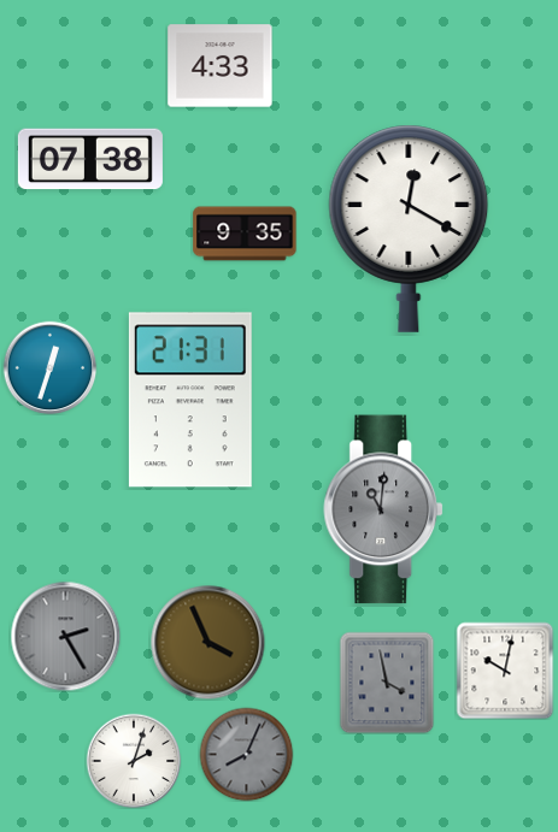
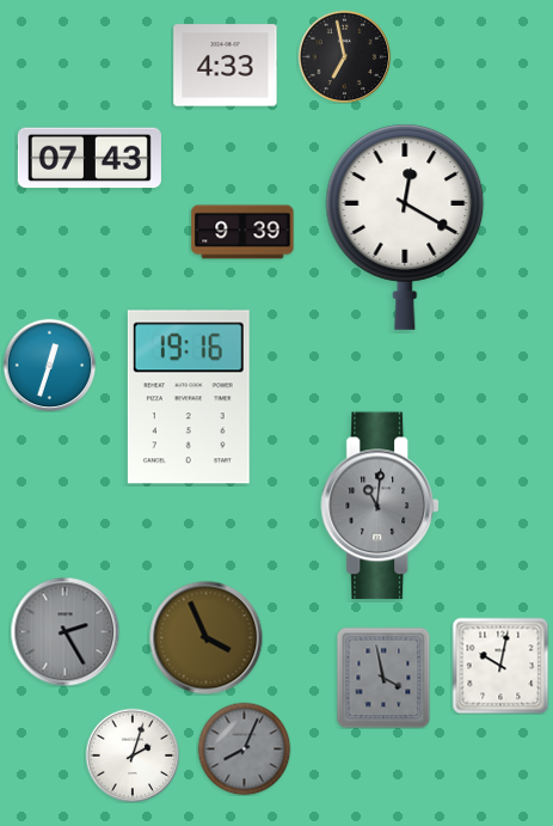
clock at (344, 56): none -> 6:58
clock at (221, 66) position: (221, 66) -> (226, 66)
clock at (90, 159): 07:38 -> 07:43
clock at (245, 234): 9:35 -> 9:39
clock at (190, 400): 21:31 -> 19:16
